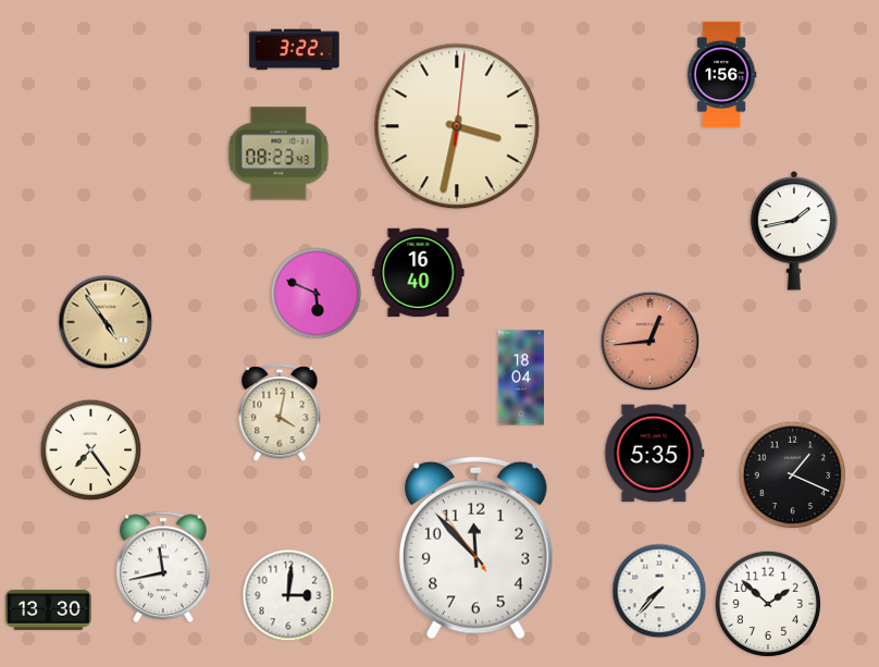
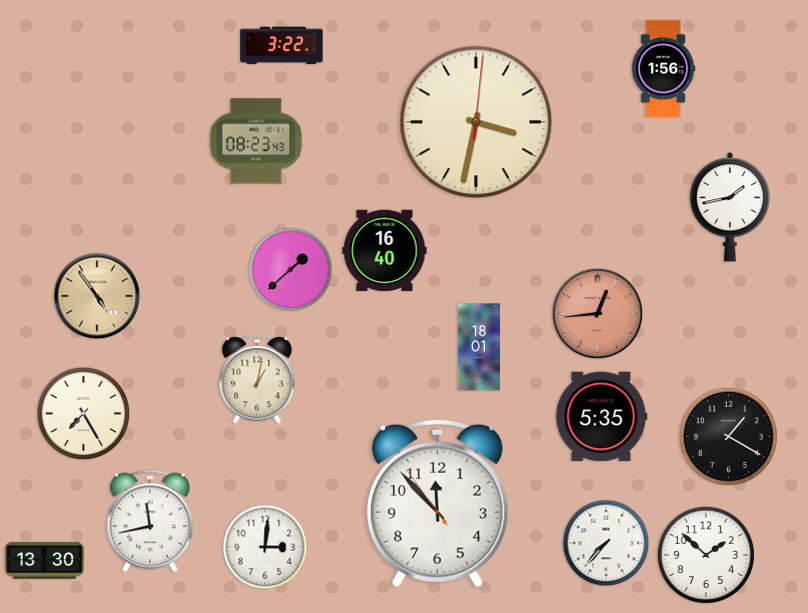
clock at (295, 50) position: (295, 50) -> (282, 46)
clock at (457, 126) position: (457, 126) -> (476, 122)
clock at (794, 231) position: (794, 231) -> (730, 207)
clock at (317, 294): 5:49 -> 1:38
clock at (521, 378): 18:04 -> 18:01
clock at (280, 413): 4:02 -> 1:02
clock at (91, 450): 7:24 -> 7:25
clock at (793, 475): 1:19 -> 1:20
